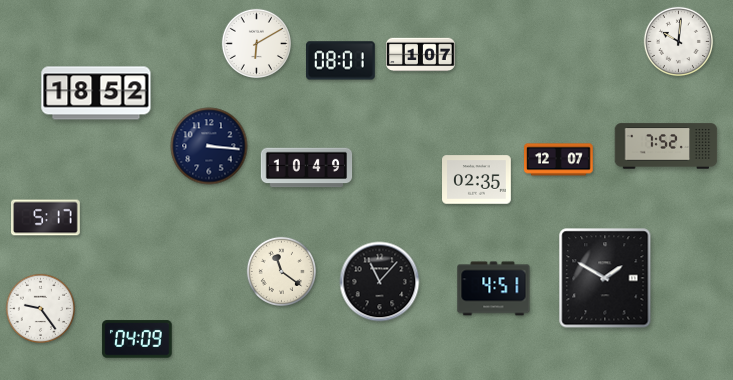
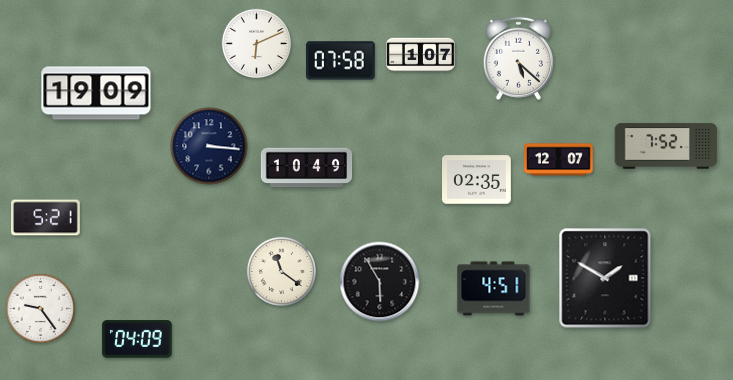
clock at (678, 41): 10:01 -> none
clock at (256, 43): 6:10 -> 6:11
clock at (518, 58): none -> 5:22
clock at (341, 61): 08:01 -> 07:58
clock at (96, 93): 18:52 -> 19:09
clock at (46, 218): 5:17 -> 5:21
clock at (380, 282): 11:07 -> 5:55
